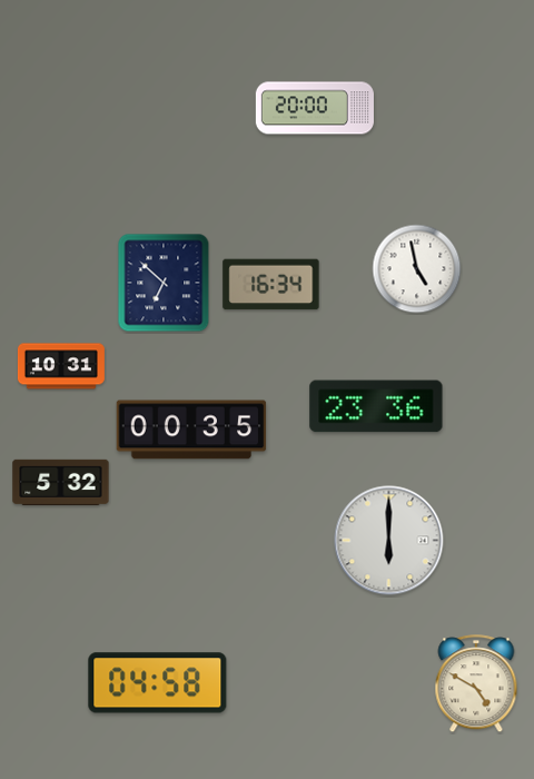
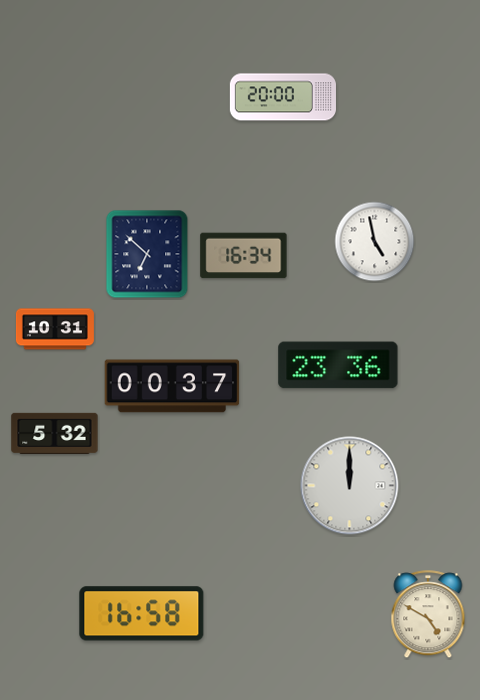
clock at (191, 430): 00:35 -> 00:37
clock at (389, 541): 6:00 -> 12:00
clock at (158, 683): 04:58 -> 16:58
